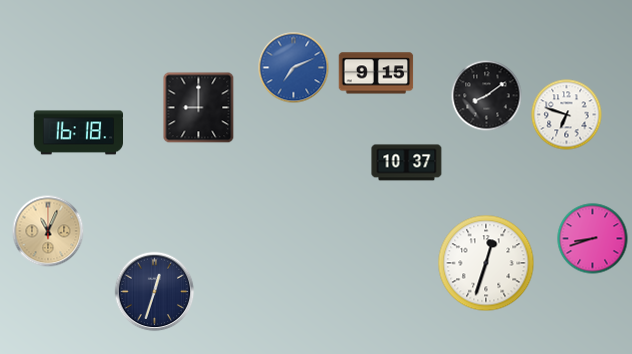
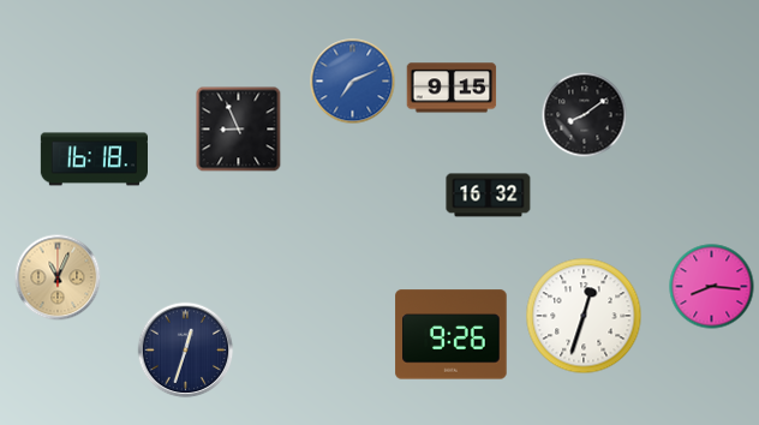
clock at (199, 108): 9:00 -> 8:56
clock at (567, 115): 6:48 -> none
clock at (407, 163): 10:37 -> 16:32
clock at (593, 239): 8:42 -> 8:16
clock at (452, 335): none -> 9:26
